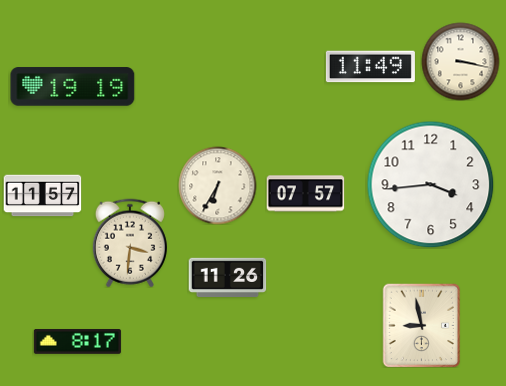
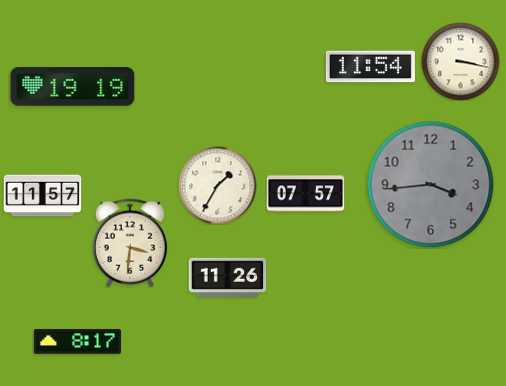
clock at (370, 67): 11:49 -> 11:54
clock at (430, 184) dial: white -> grey
clock at (217, 185): 6:35 -> 1:35
clock at (422, 325): 8:58 -> none
